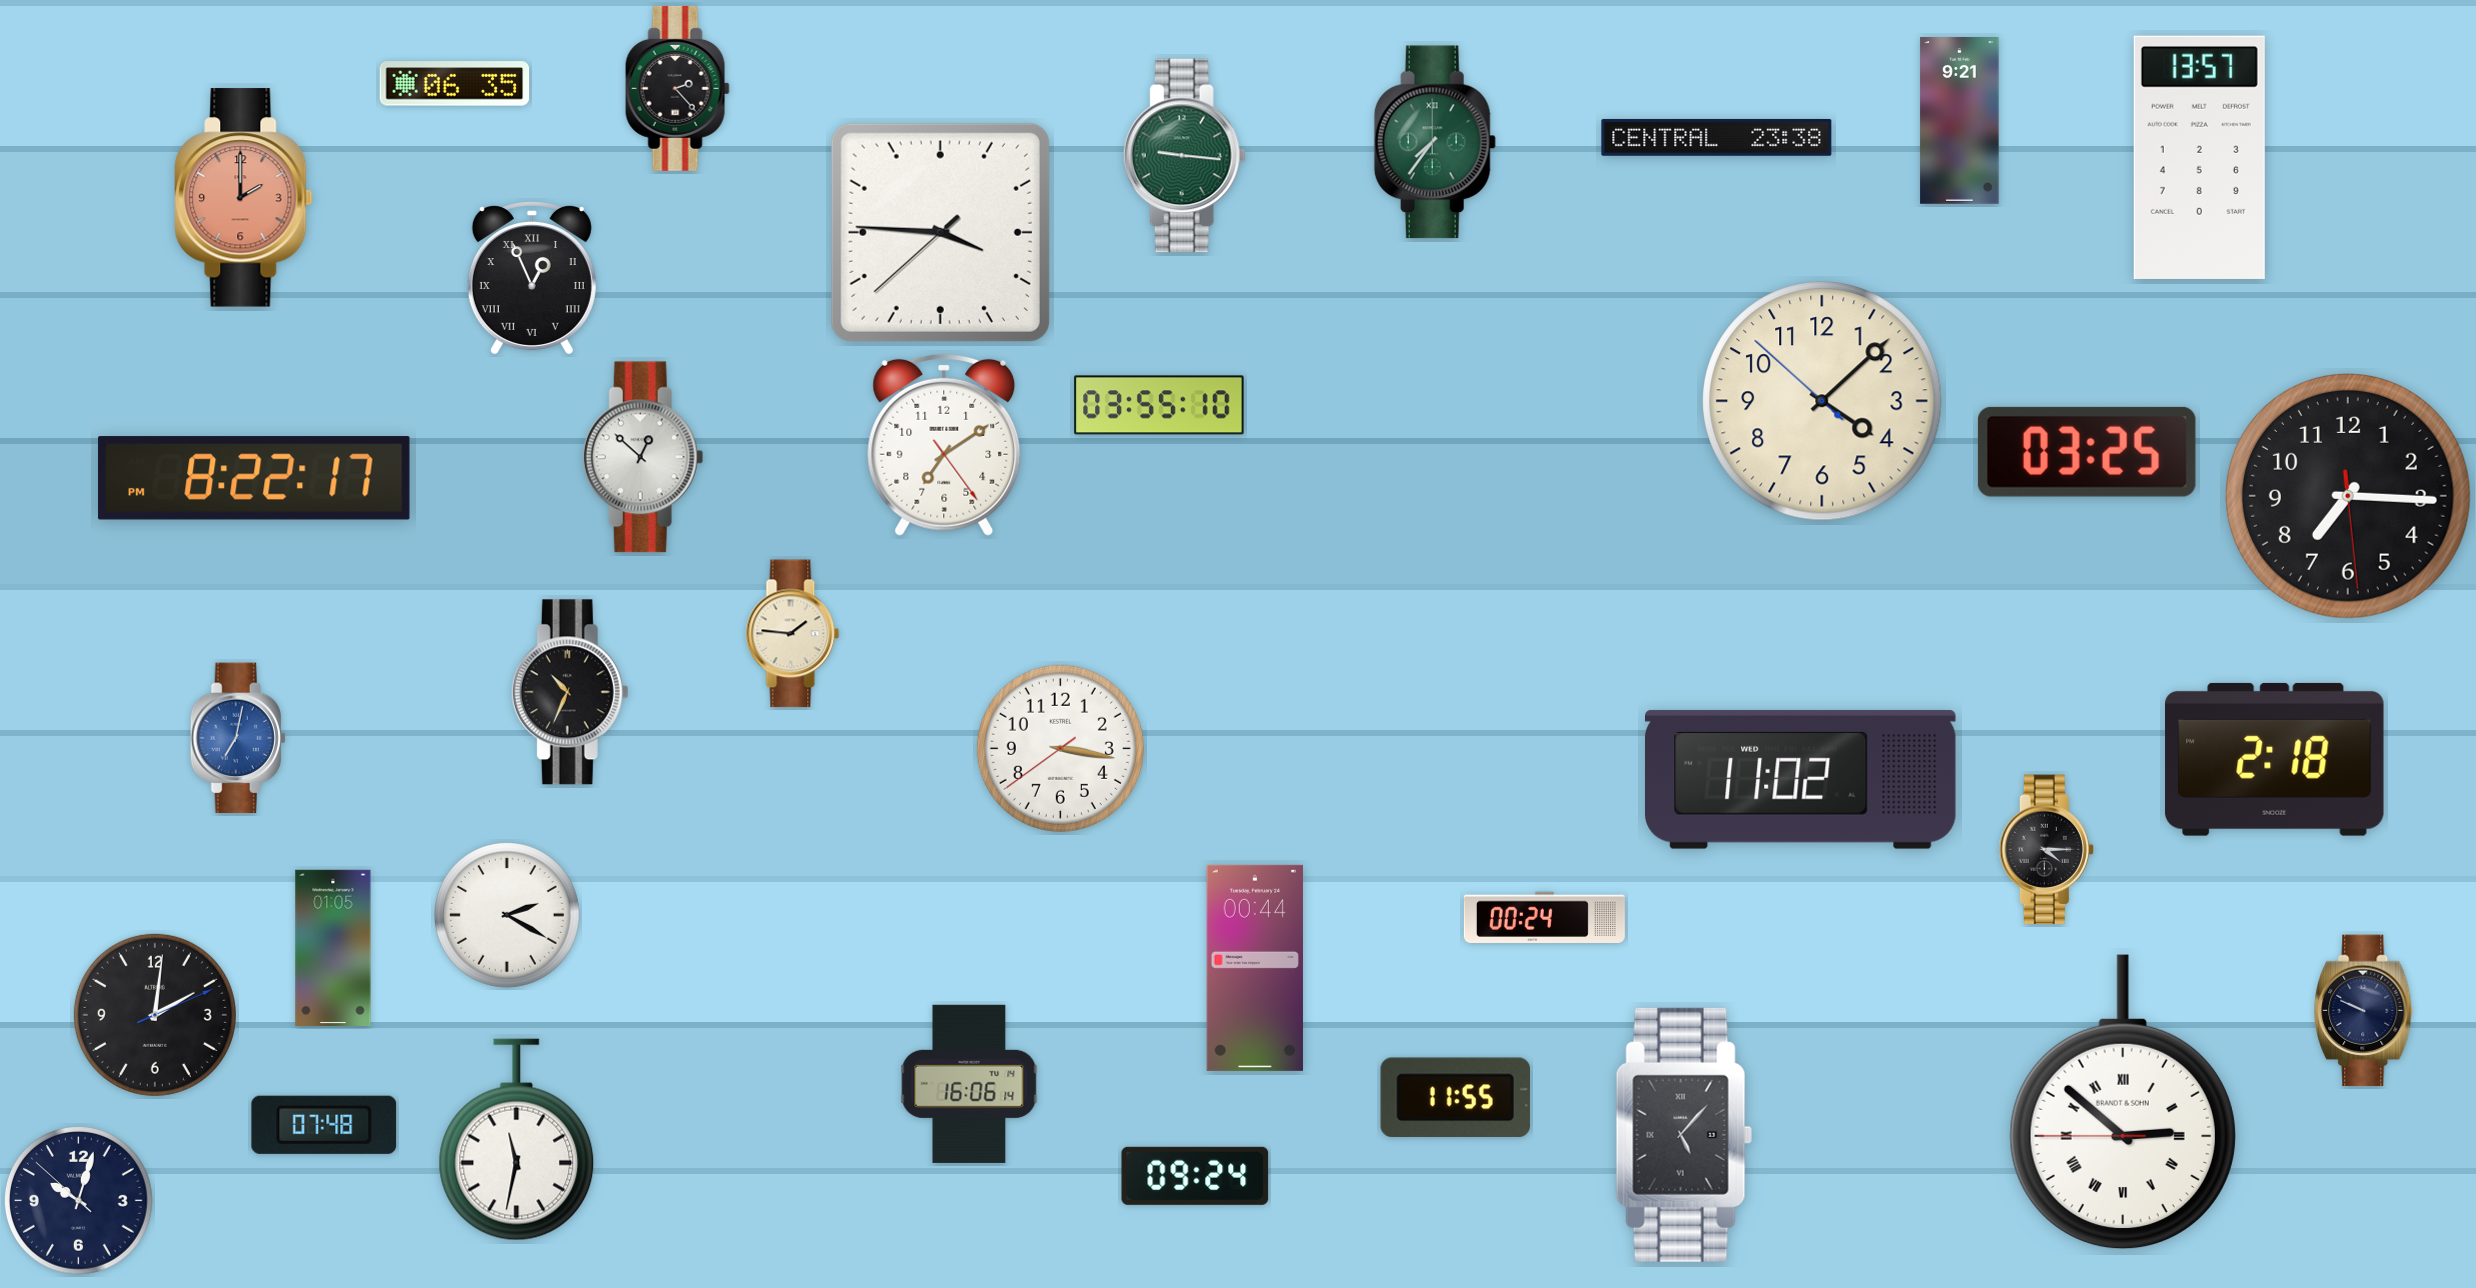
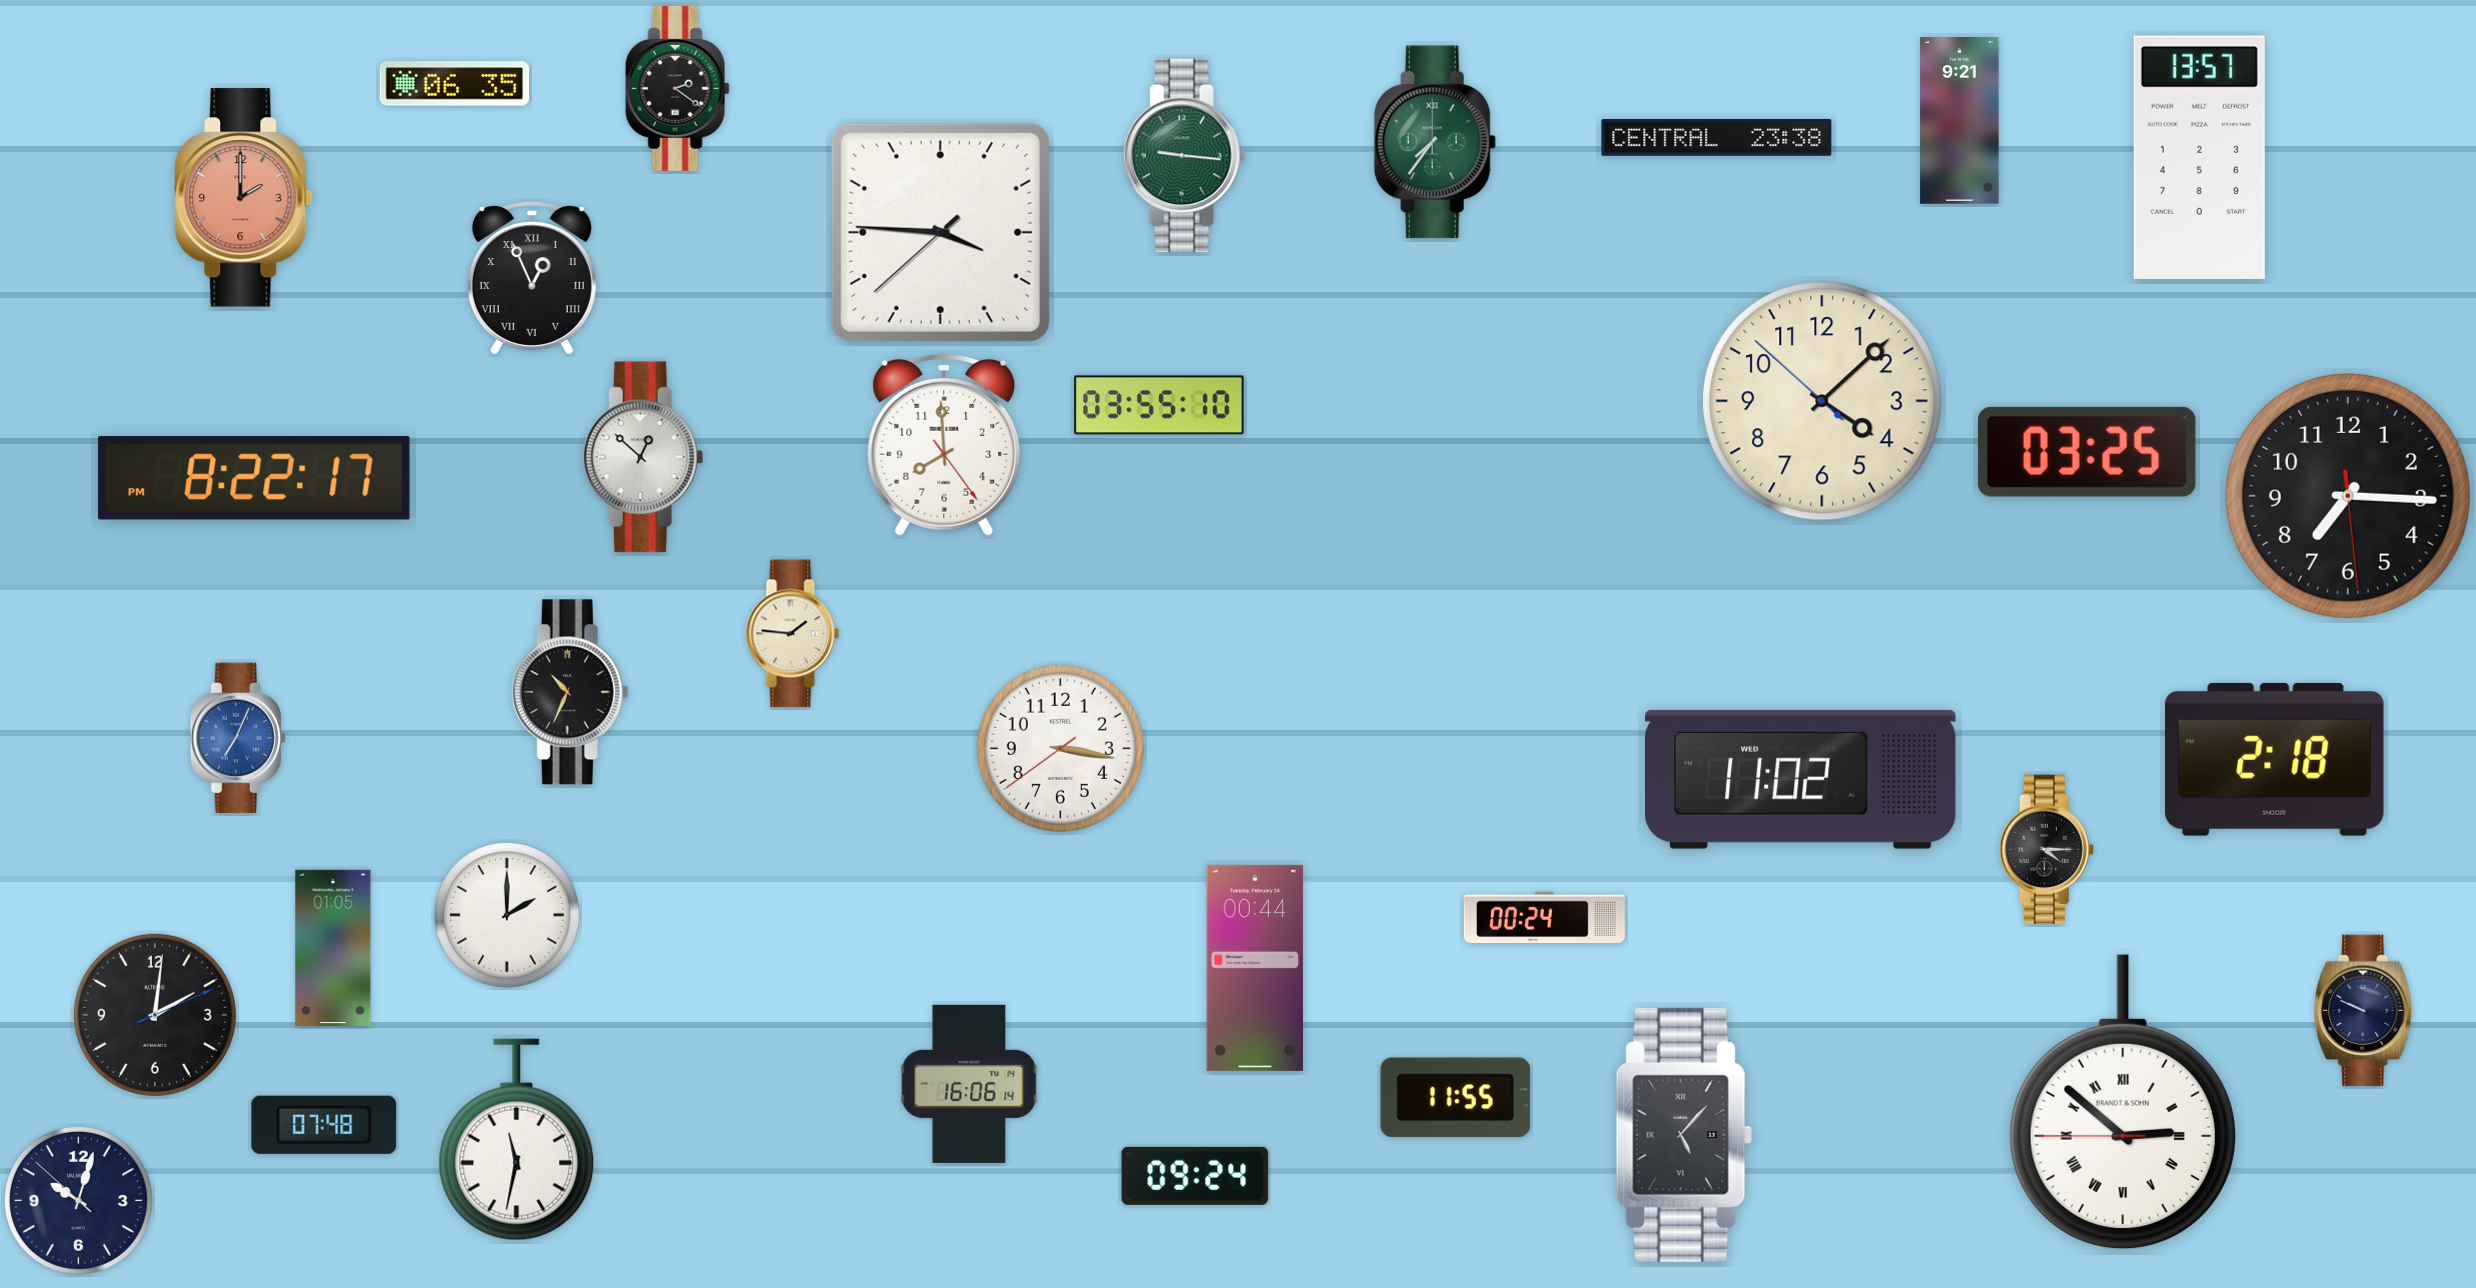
clock at (677, 88): 2:23 -> 2:21
clock at (944, 445): 7:09 -> 7:59
clock at (238, 738): 7:02 -> 7:04
clock at (508, 916): 2:20 -> 2:00
